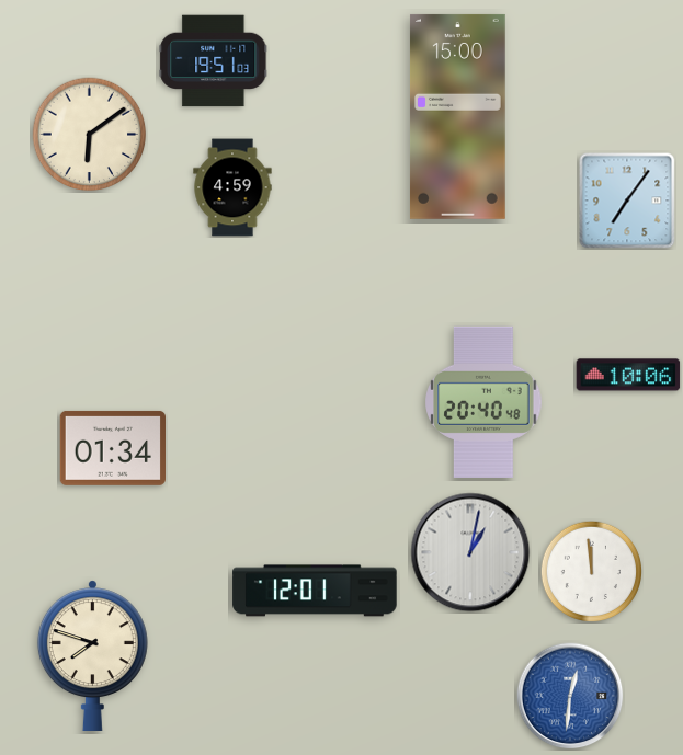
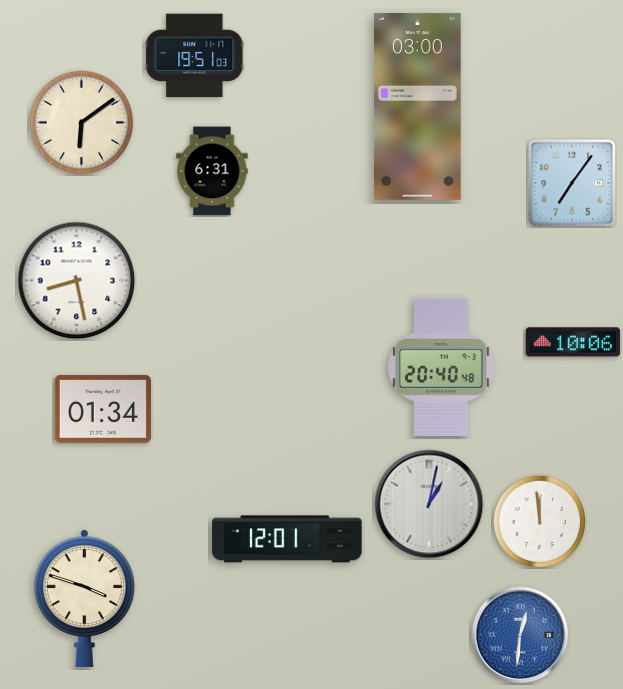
clock at (457, 116): 15:00 -> 03:00
clock at (232, 187): 4:59 -> 6:31
clock at (77, 281): none -> 8:28
clock at (92, 655): 7:48 -> 3:48
